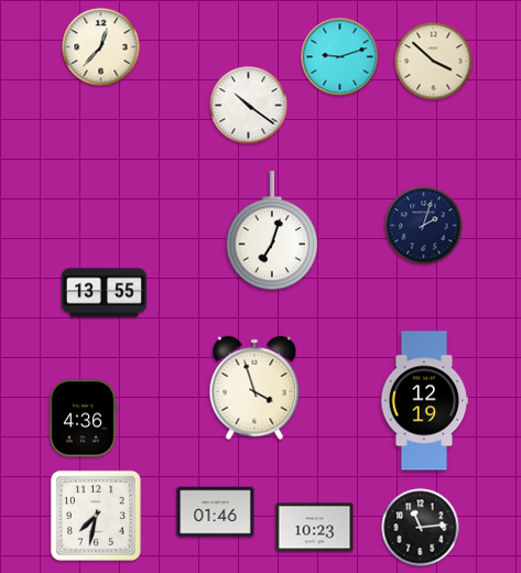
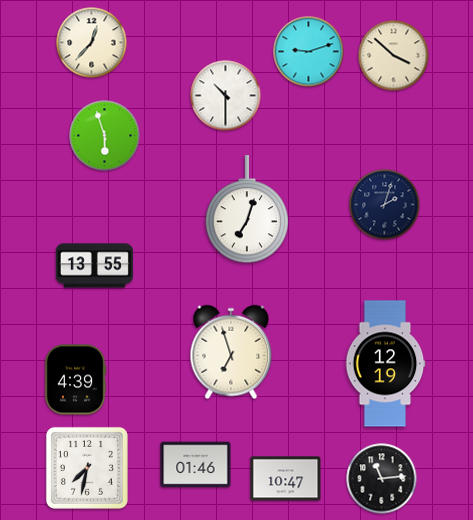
clock at (249, 106): 10:21 -> 10:30
clock at (105, 136): none -> 5:57
clock at (254, 388): 3:57 -> 6:57
clock at (83, 419): 4:36 -> 4:39
clock at (315, 528): 10:23 -> 10:47
